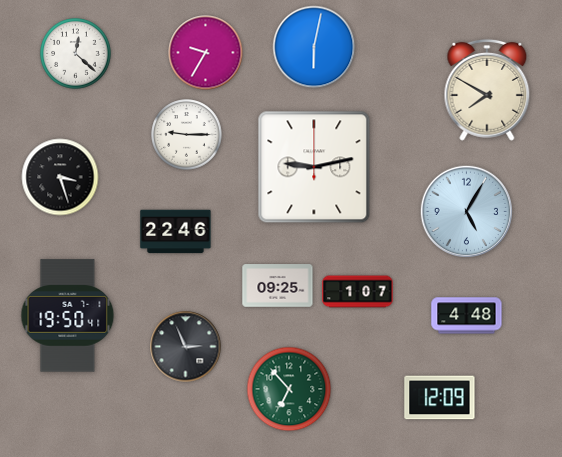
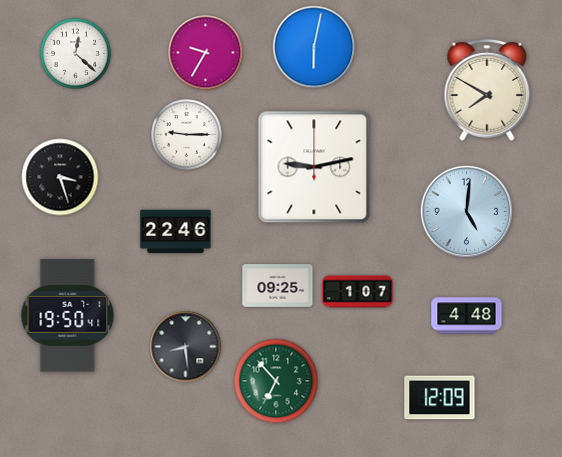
clock at (466, 211): 5:05 -> 5:01
clock at (186, 347): 2:56 -> 8:29
clock at (289, 389) position: (289, 389) -> (276, 381)
